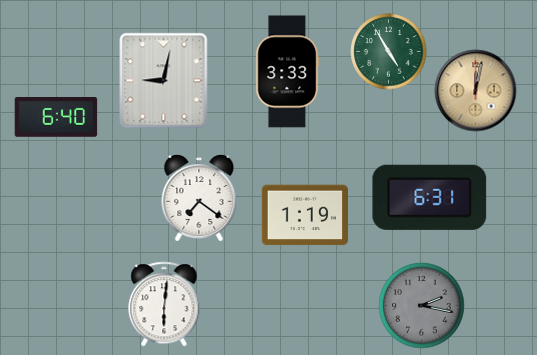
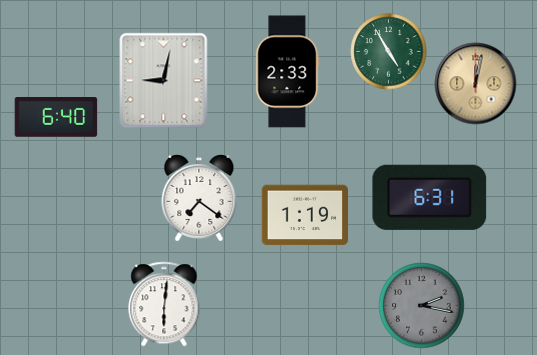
clock at (288, 72): 3:33 -> 2:33
clock at (476, 91) position: (476, 91) -> (476, 84)
